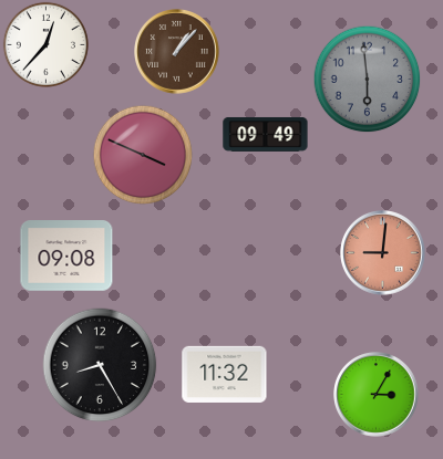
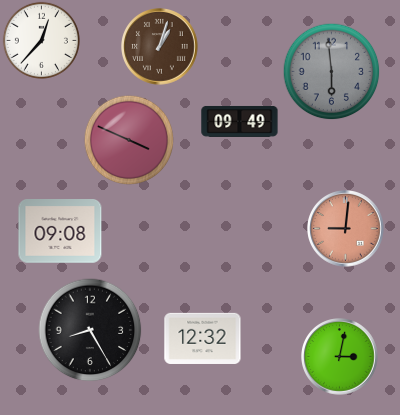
clock at (177, 52): 1:07 -> 1:03
clock at (225, 374): 11:32 -> 12:32
clock at (377, 395): 3:05 -> 3:02
